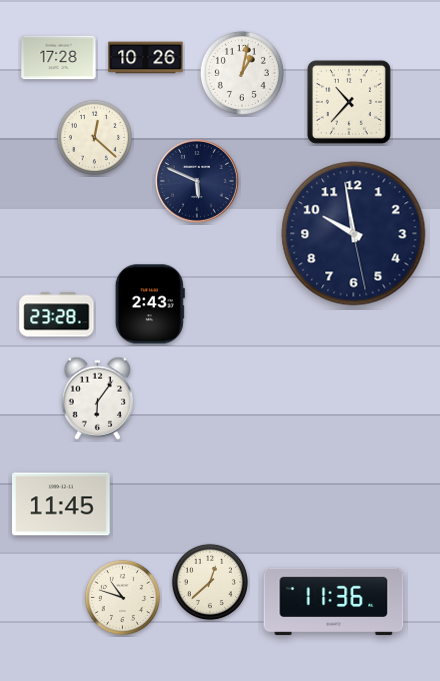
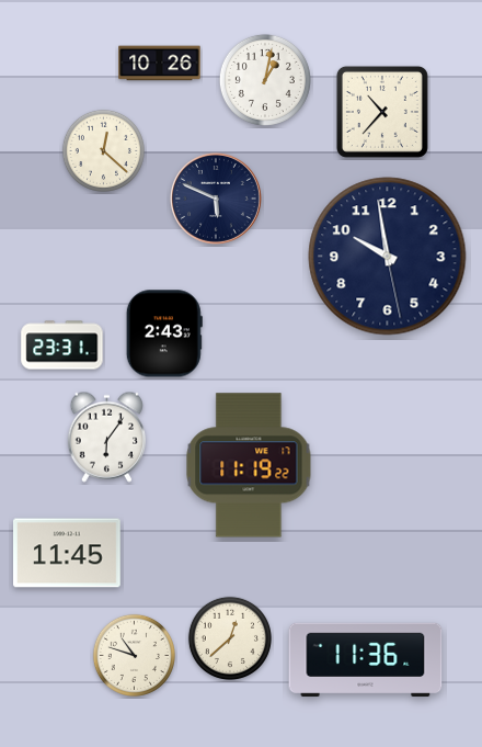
clock at (59, 58): 17:28 -> none
clock at (57, 315): 23:28 -> 23:31
clock at (249, 465): none -> 11:19
